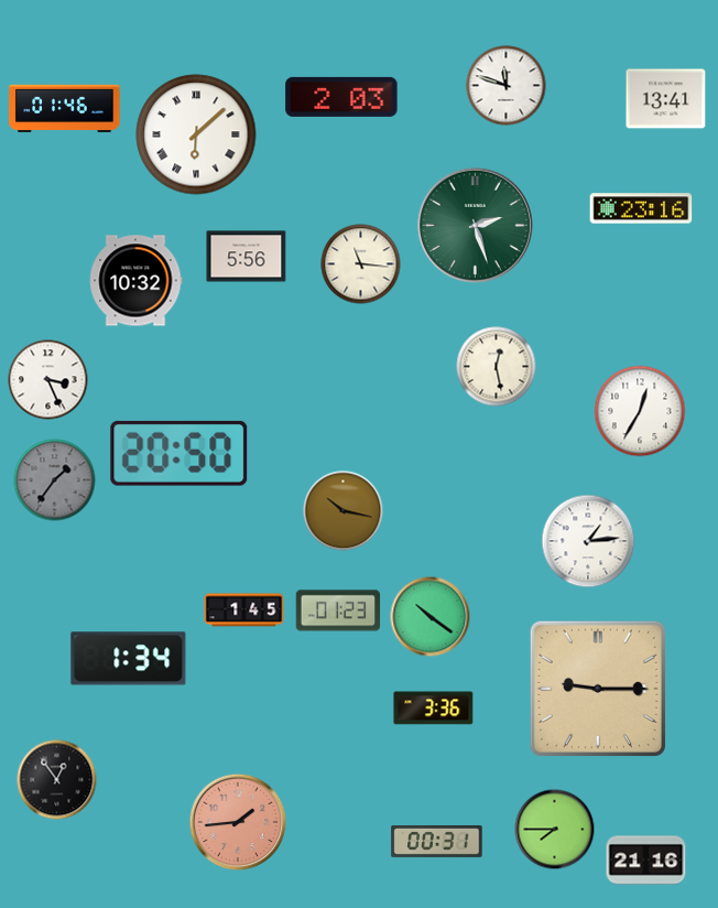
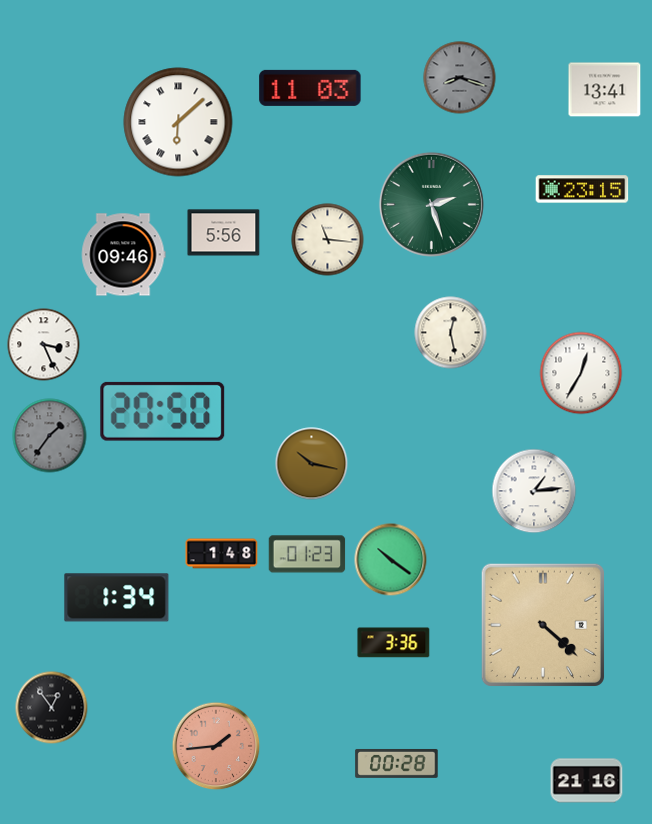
clock at (507, 86): 11:48 -> 8:18
clock at (507, 86) dial: white -> grey
clock at (341, 97): 2:03 -> 11:03
clock at (65, 108): 01:46 -> none
clock at (641, 208): 23:16 -> 23:15
clock at (135, 281): 10:32 -> 09:46
clock at (244, 610): 1:45 -> 1:48
clock at (598, 689): 9:15 -> 4:22
clock at (555, 830): 7:45 -> none
clock at (437, 841): 00:31 -> 00:28
